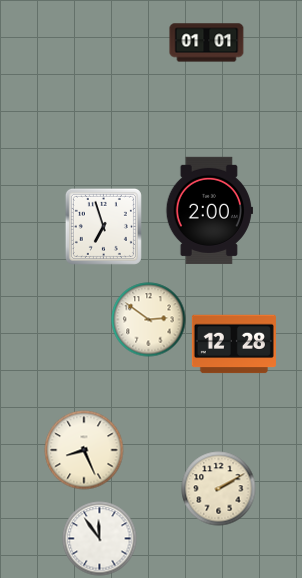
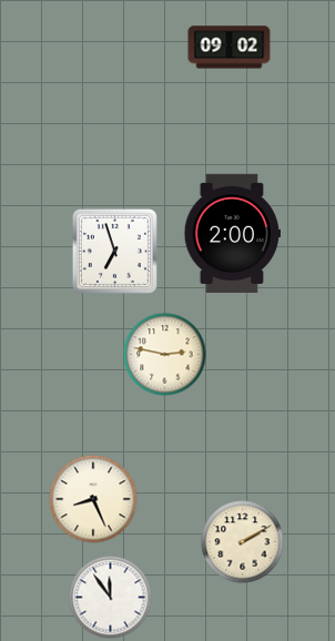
clock at (207, 43): 01:01 -> 09:02
clock at (149, 320): 2:51 -> 2:47
clock at (234, 344): 12:28 -> none
